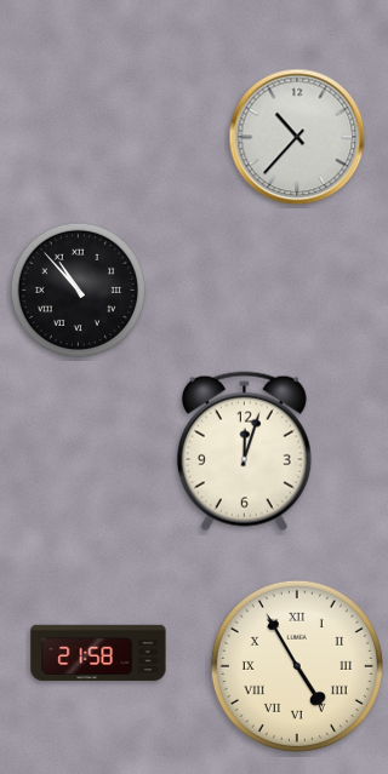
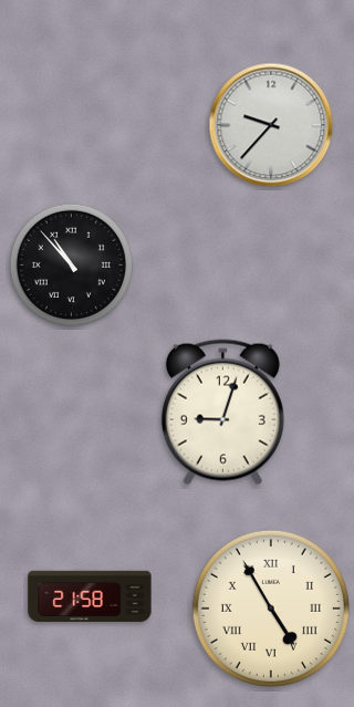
clock at (297, 137): 10:37 -> 9:37
clock at (244, 452): 12:03 -> 9:03
